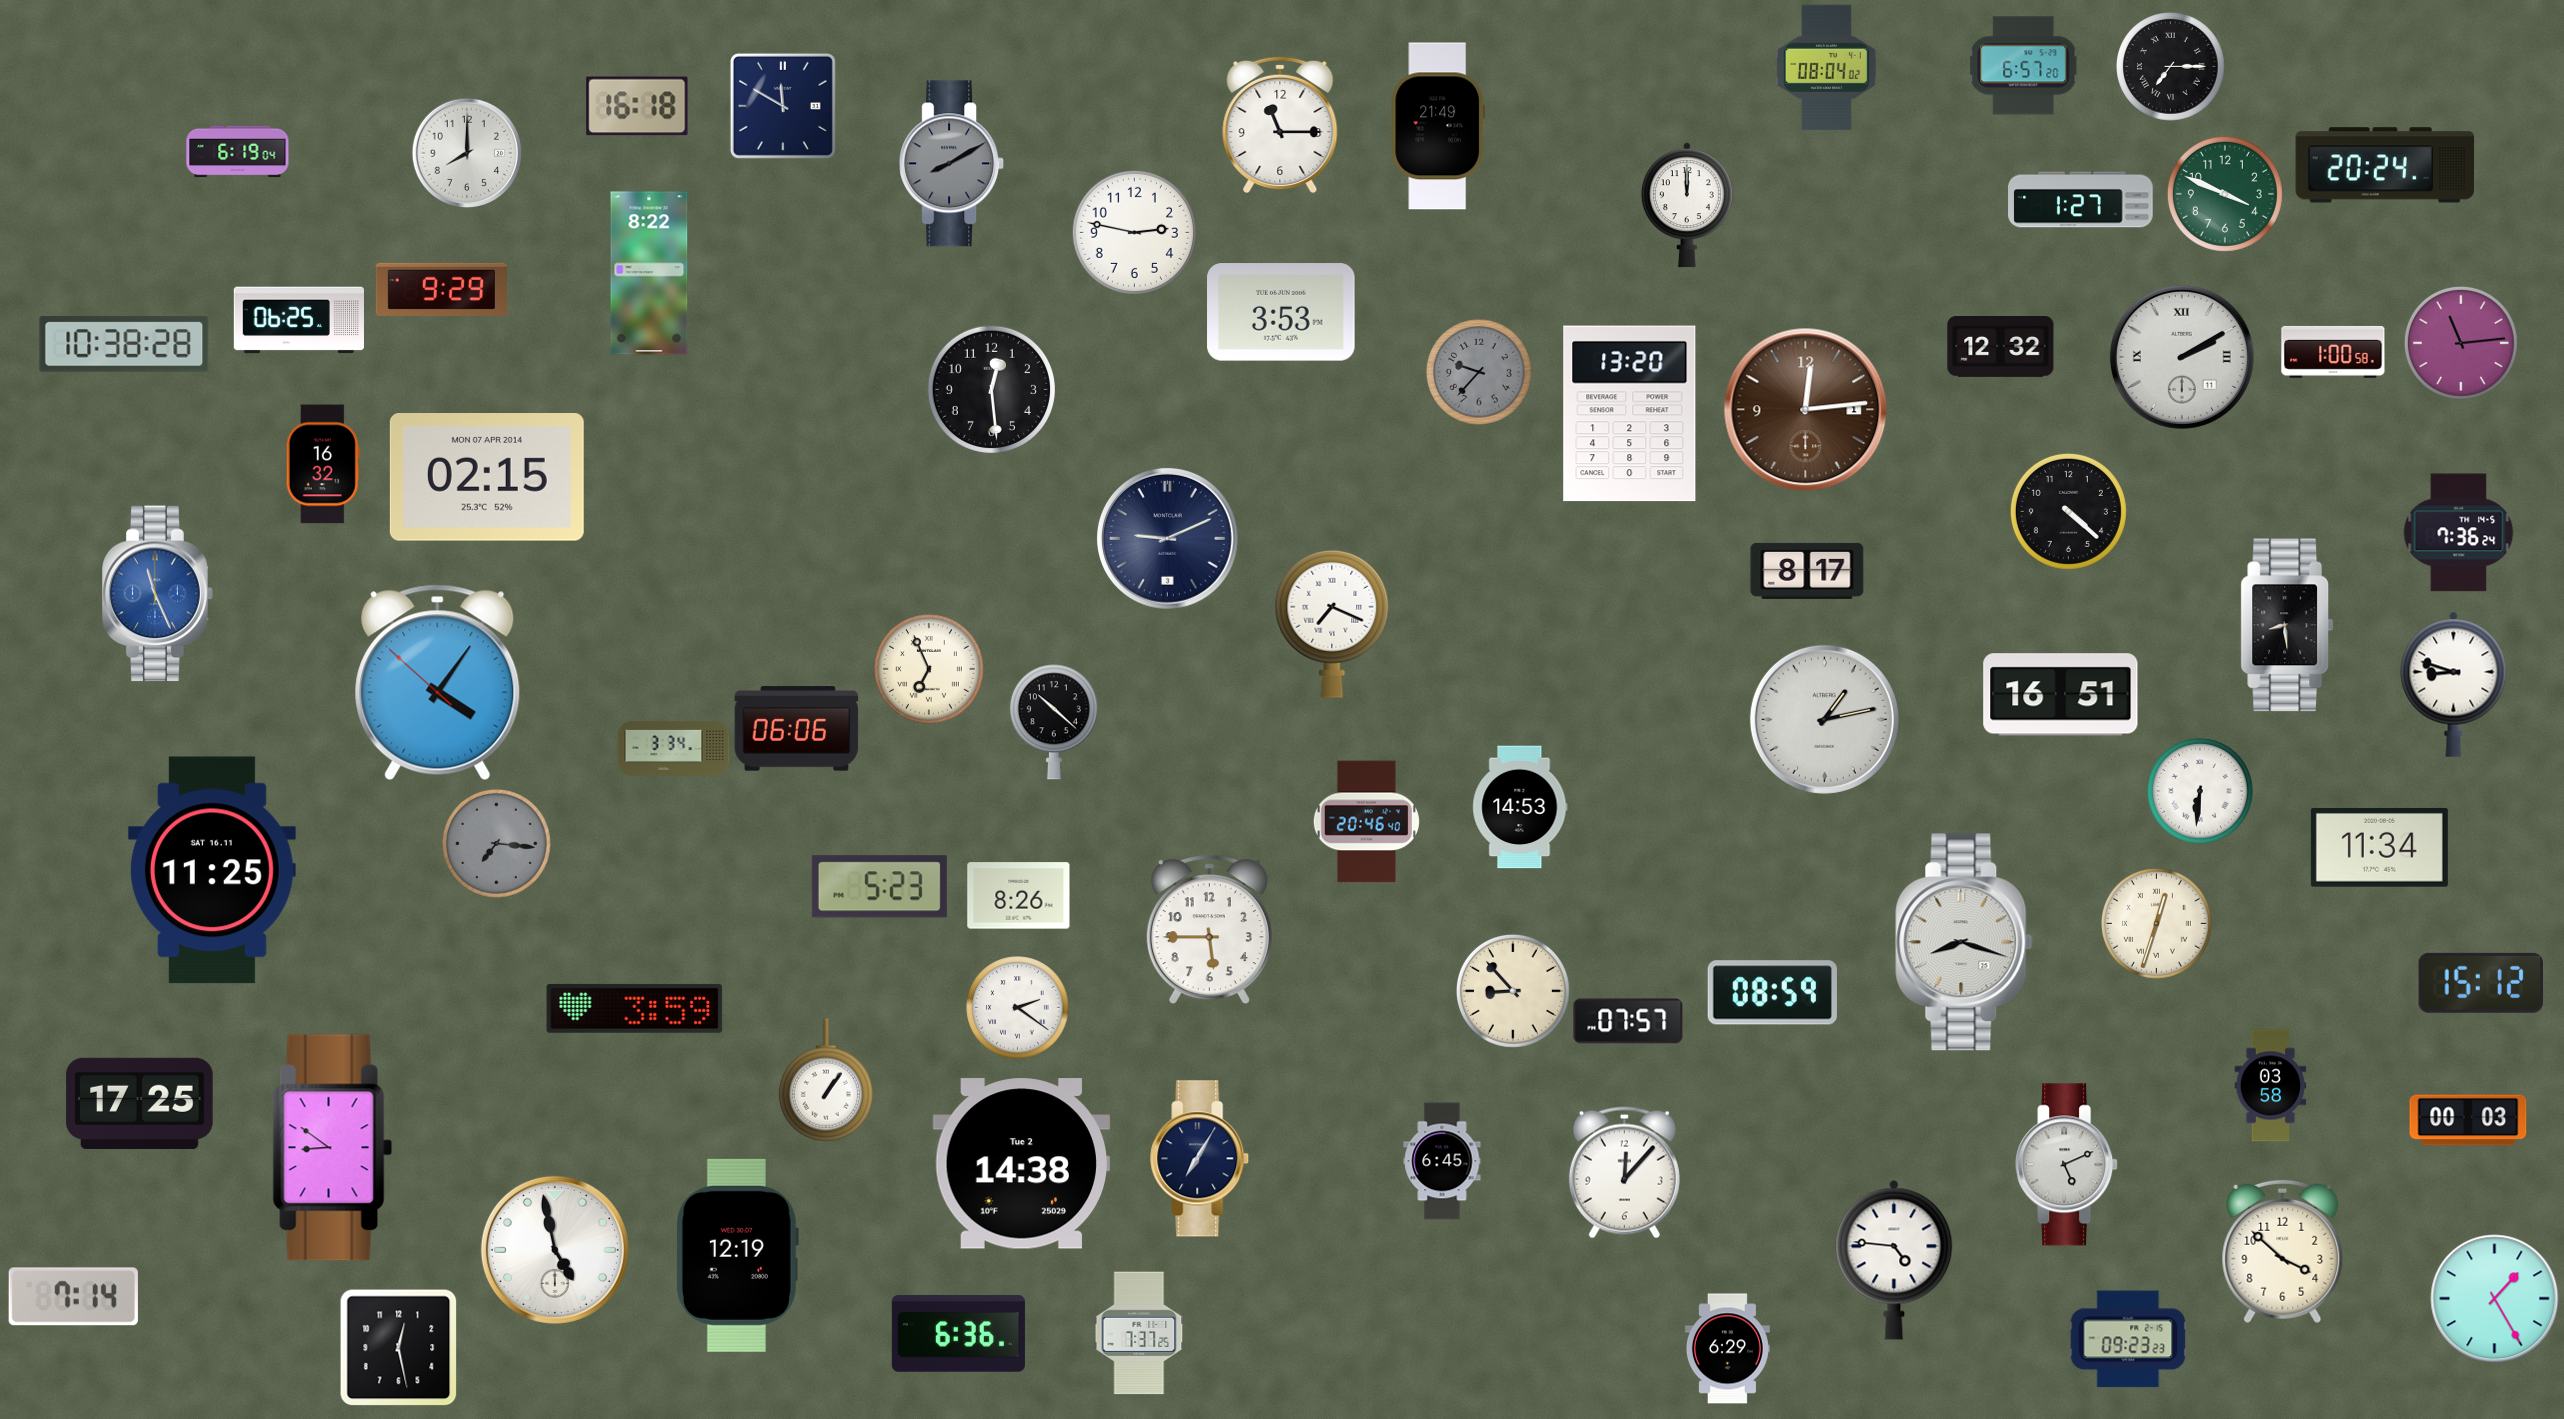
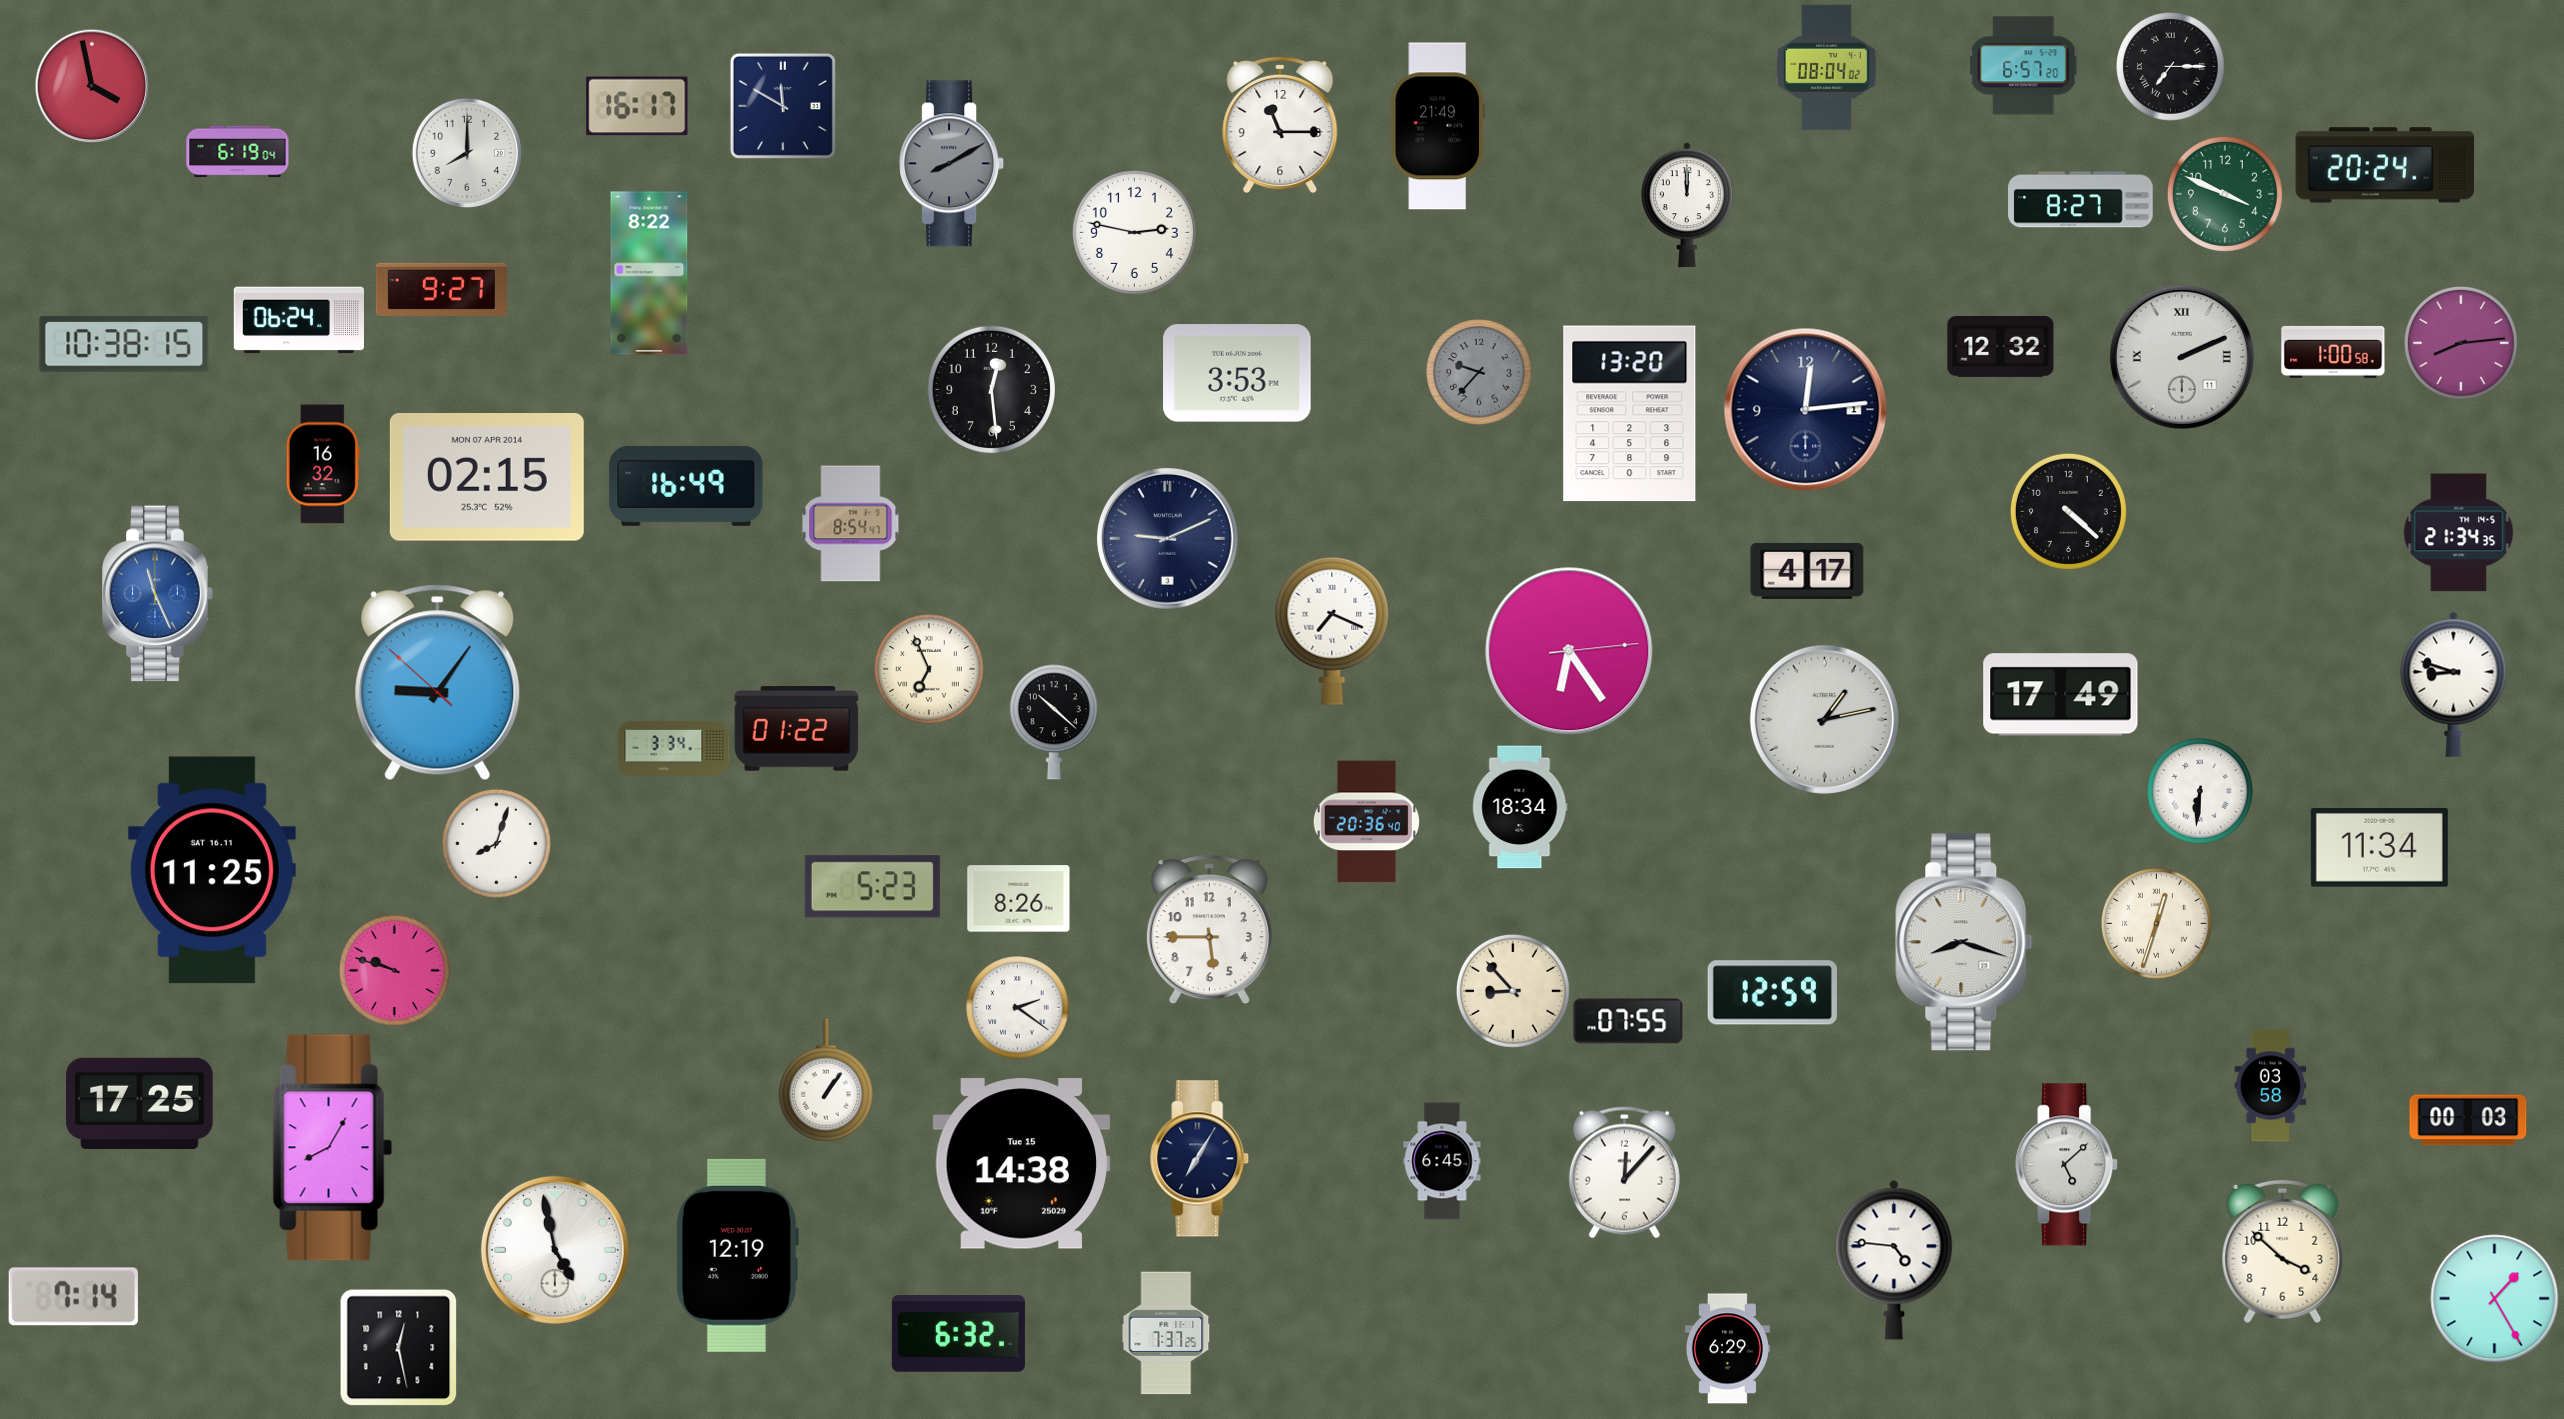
clock at (92, 86): none -> 3:58
clock at (637, 106): 16:18 -> 16:17
clock at (2081, 200): 1:27 -> 8:27
clock at (441, 289): 9:29 -> 9:27
clock at (1281, 312) position: (1281, 312) -> (1237, 373)
clock at (299, 320): 06:25 -> 06:24
clock at (2461, 343): 11:14 -> 8:14
clock at (124, 344): 10:38:28 -> 10:38:15
clock at (2182, 357): 2:10 -> 2:11
clock at (1806, 410) dial: brown -> navy
clock at (686, 486): none -> 16:49
clock at (851, 524): none -> 8:54
clock at (2459, 533): 7:36 -> 21:34
clock at (1807, 571): 8:17 -> 4:17
clock at (1332, 624) position: (1332, 624) -> (1332, 631)
clock at (2287, 625): 8:29 -> none
clock at (1569, 651): none -> 6:24
clock at (438, 683): 4:05 -> 9:05
clock at (2061, 695): 16:51 -> 17:49
clock at (797, 729): 06:06 -> 01:22
clock at (1520, 807): 14:53 -> 18:34
clock at (1366, 822): 20:46 -> 20:36
clock at (497, 844): 7:16 -> 8:03
clock at (497, 844) dial: grey -> white
clock at (879, 887) position: (879, 887) -> (872, 887)
clock at (1019, 896) position: (1019, 896) -> (1019, 899)
clock at (394, 970): none -> 9:48
clock at (2480, 983): 15:12 -> none
clock at (1772, 993): 08:59 -> 12:59
clock at (635, 1008): 3:59 -> none
clock at (1628, 1021): 07:57 -> 07:55
clock at (333, 1148): 8:51 -> 8:05
clock at (1022, 1164) date: Tue 2 -> Tue 15
clock at (2067, 1165): 5:11 -> 5:08
clock at (1139, 1333) position: (1139, 1333) -> (1166, 1333)
clock at (958, 1334): 6:36 -> 6:32
clock at (2128, 1339): 09:23 -> none
